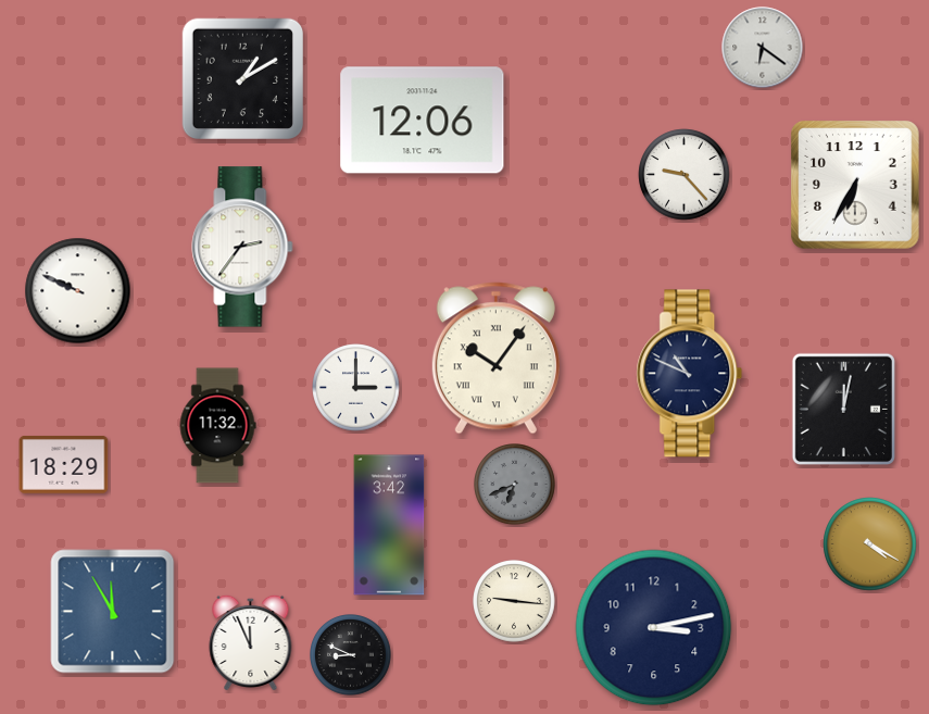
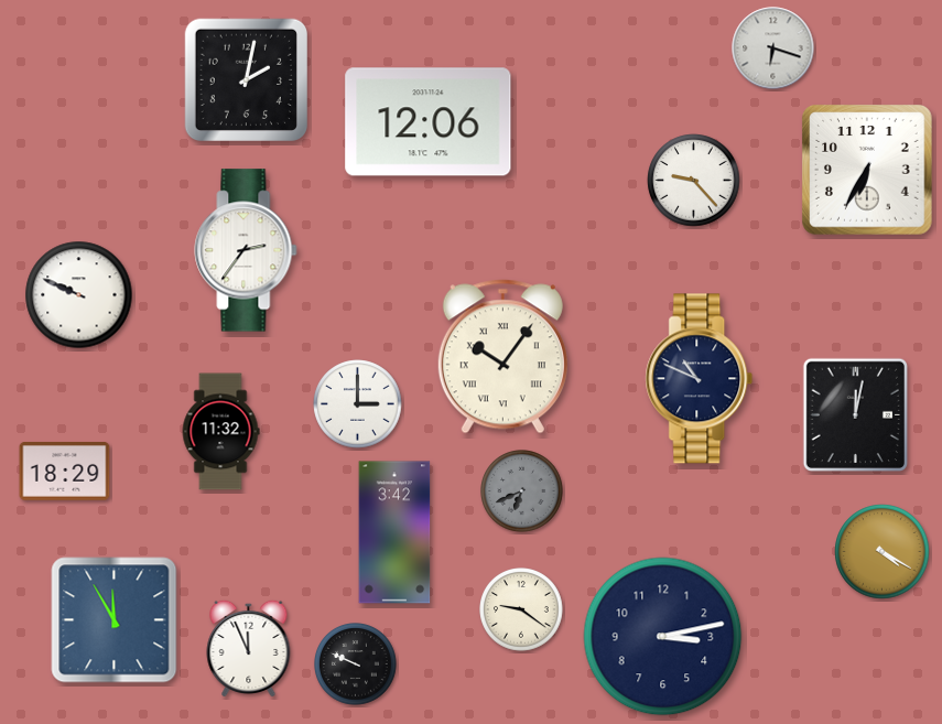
clock at (763, 48): 6:21 -> 6:18
clock at (242, 78): 1:10 -> 2:02
clock at (685, 175) position: (685, 175) -> (694, 181)
clock at (856, 185) position: (856, 185) -> (868, 170)
clock at (495, 359) position: (495, 359) -> (502, 357)
clock at (356, 388) position: (356, 388) -> (358, 404)
clock at (514, 601): 9:16 -> 9:21
clock at (251, 641) position: (251, 641) -> (249, 647)
clock at (351, 655): 8:49 -> 9:49
